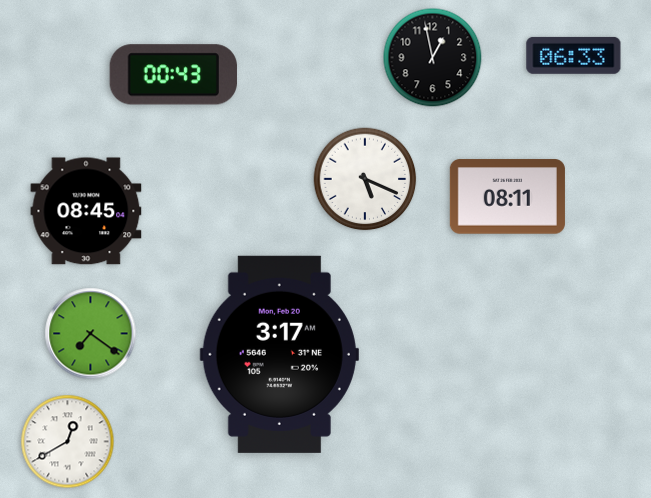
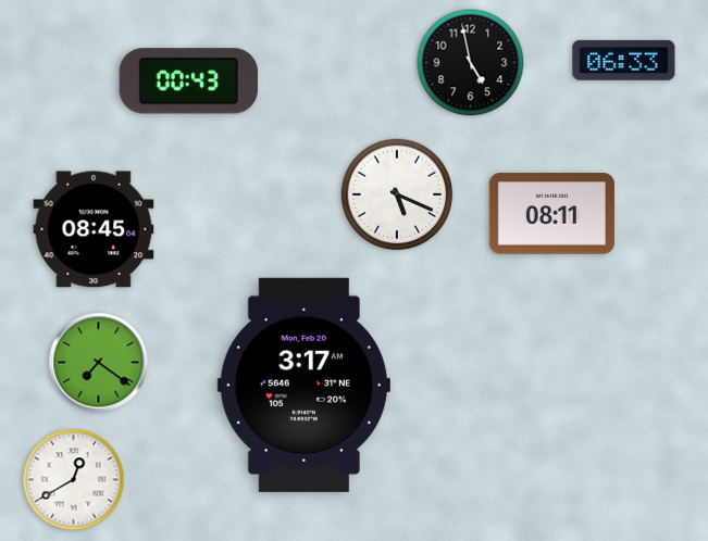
clock at (433, 58): 12:58 -> 4:58
